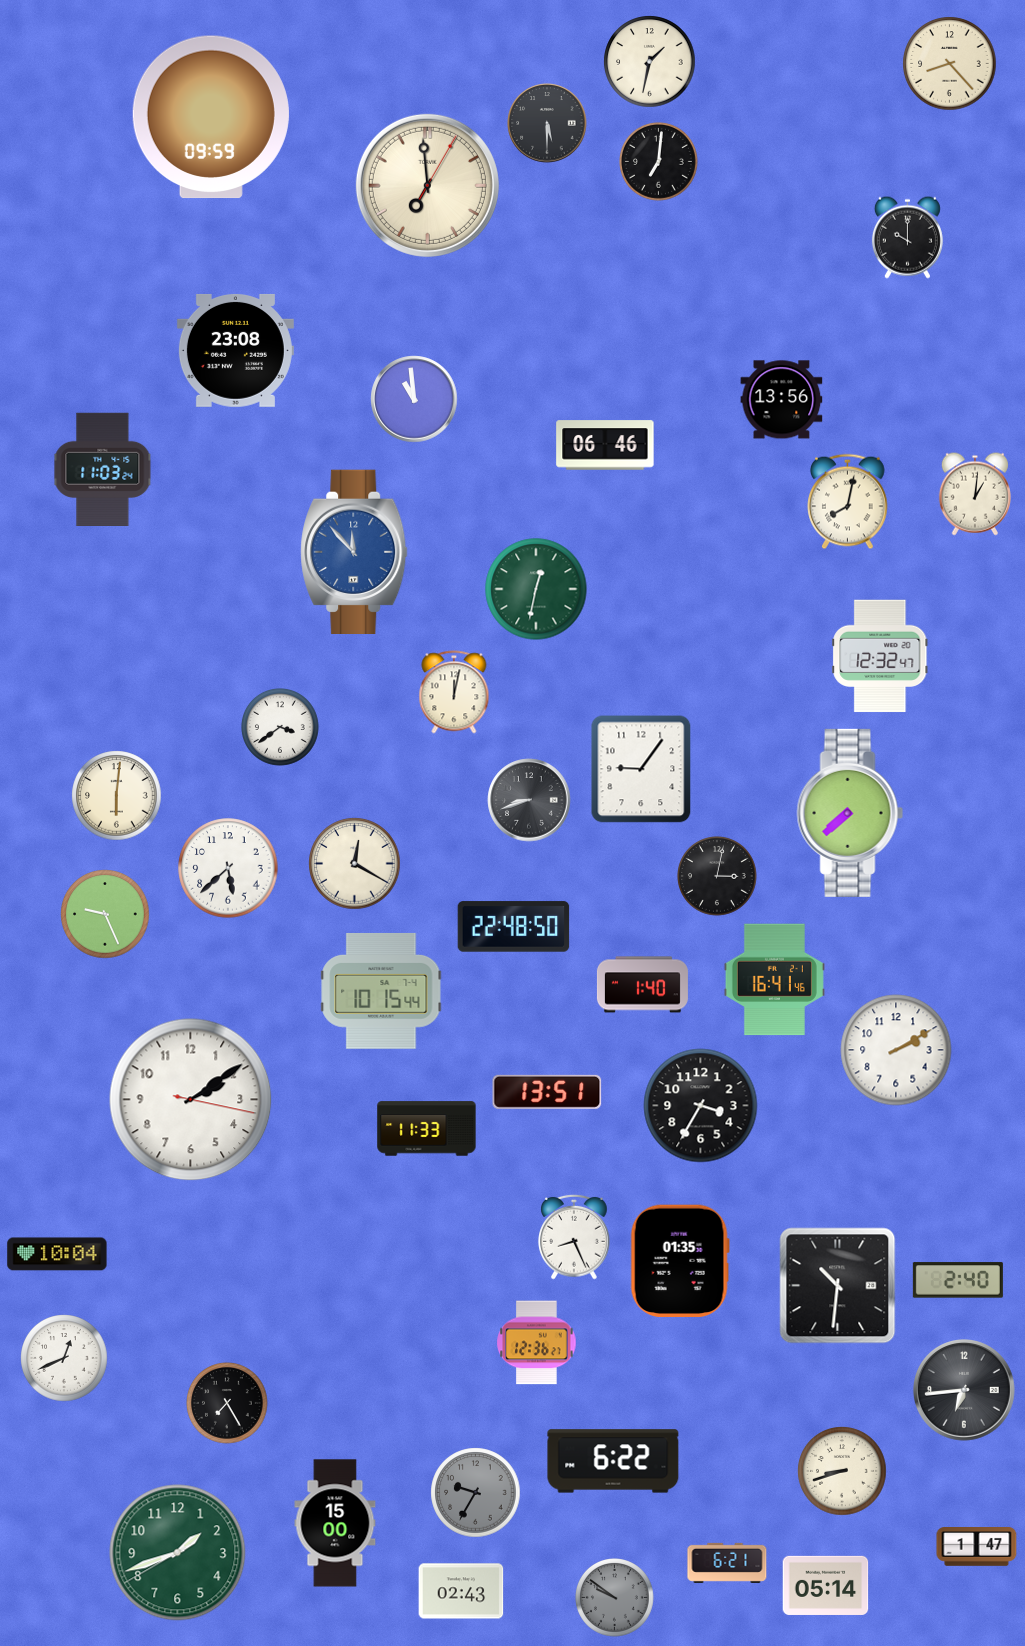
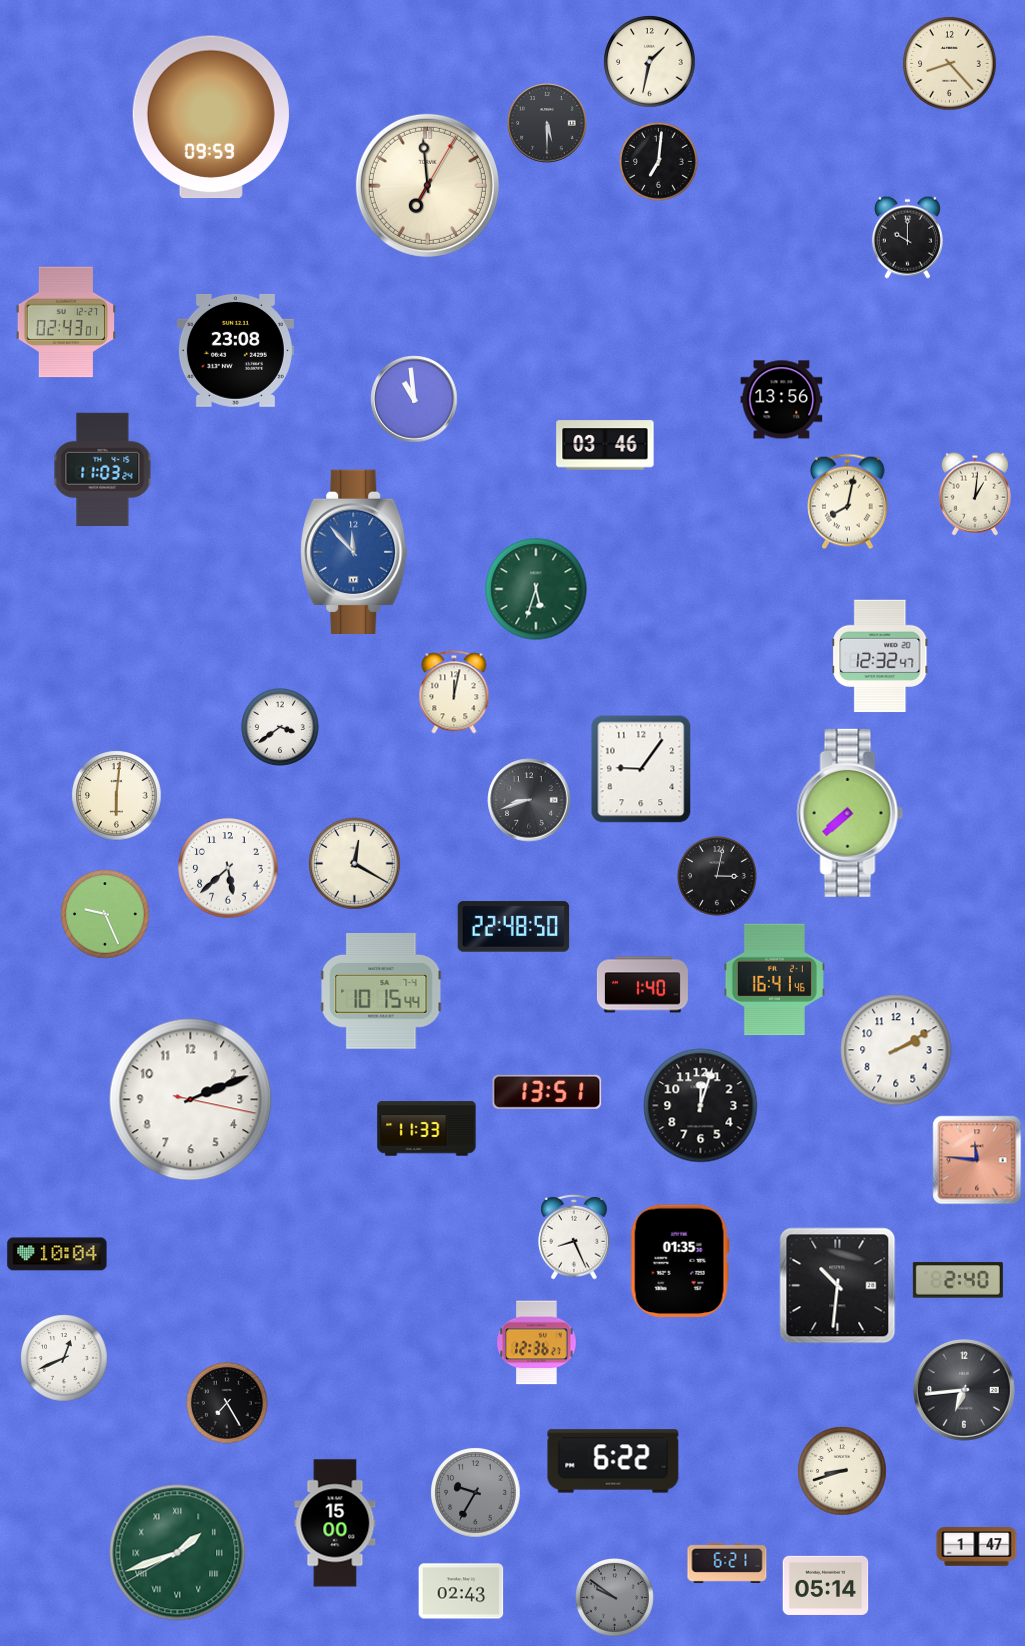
clock at (66, 322): none -> 02:43
clock at (605, 445): 06:46 -> 03:46
clock at (536, 589): 12:32 -> 5:33
clock at (191, 1100): 2:09 -> 2:11
clock at (701, 1106): 3:35 -> 12:03
clock at (977, 1160): none -> 11:46
clock at (178, 1553) numerals: Arabic -> Roman
